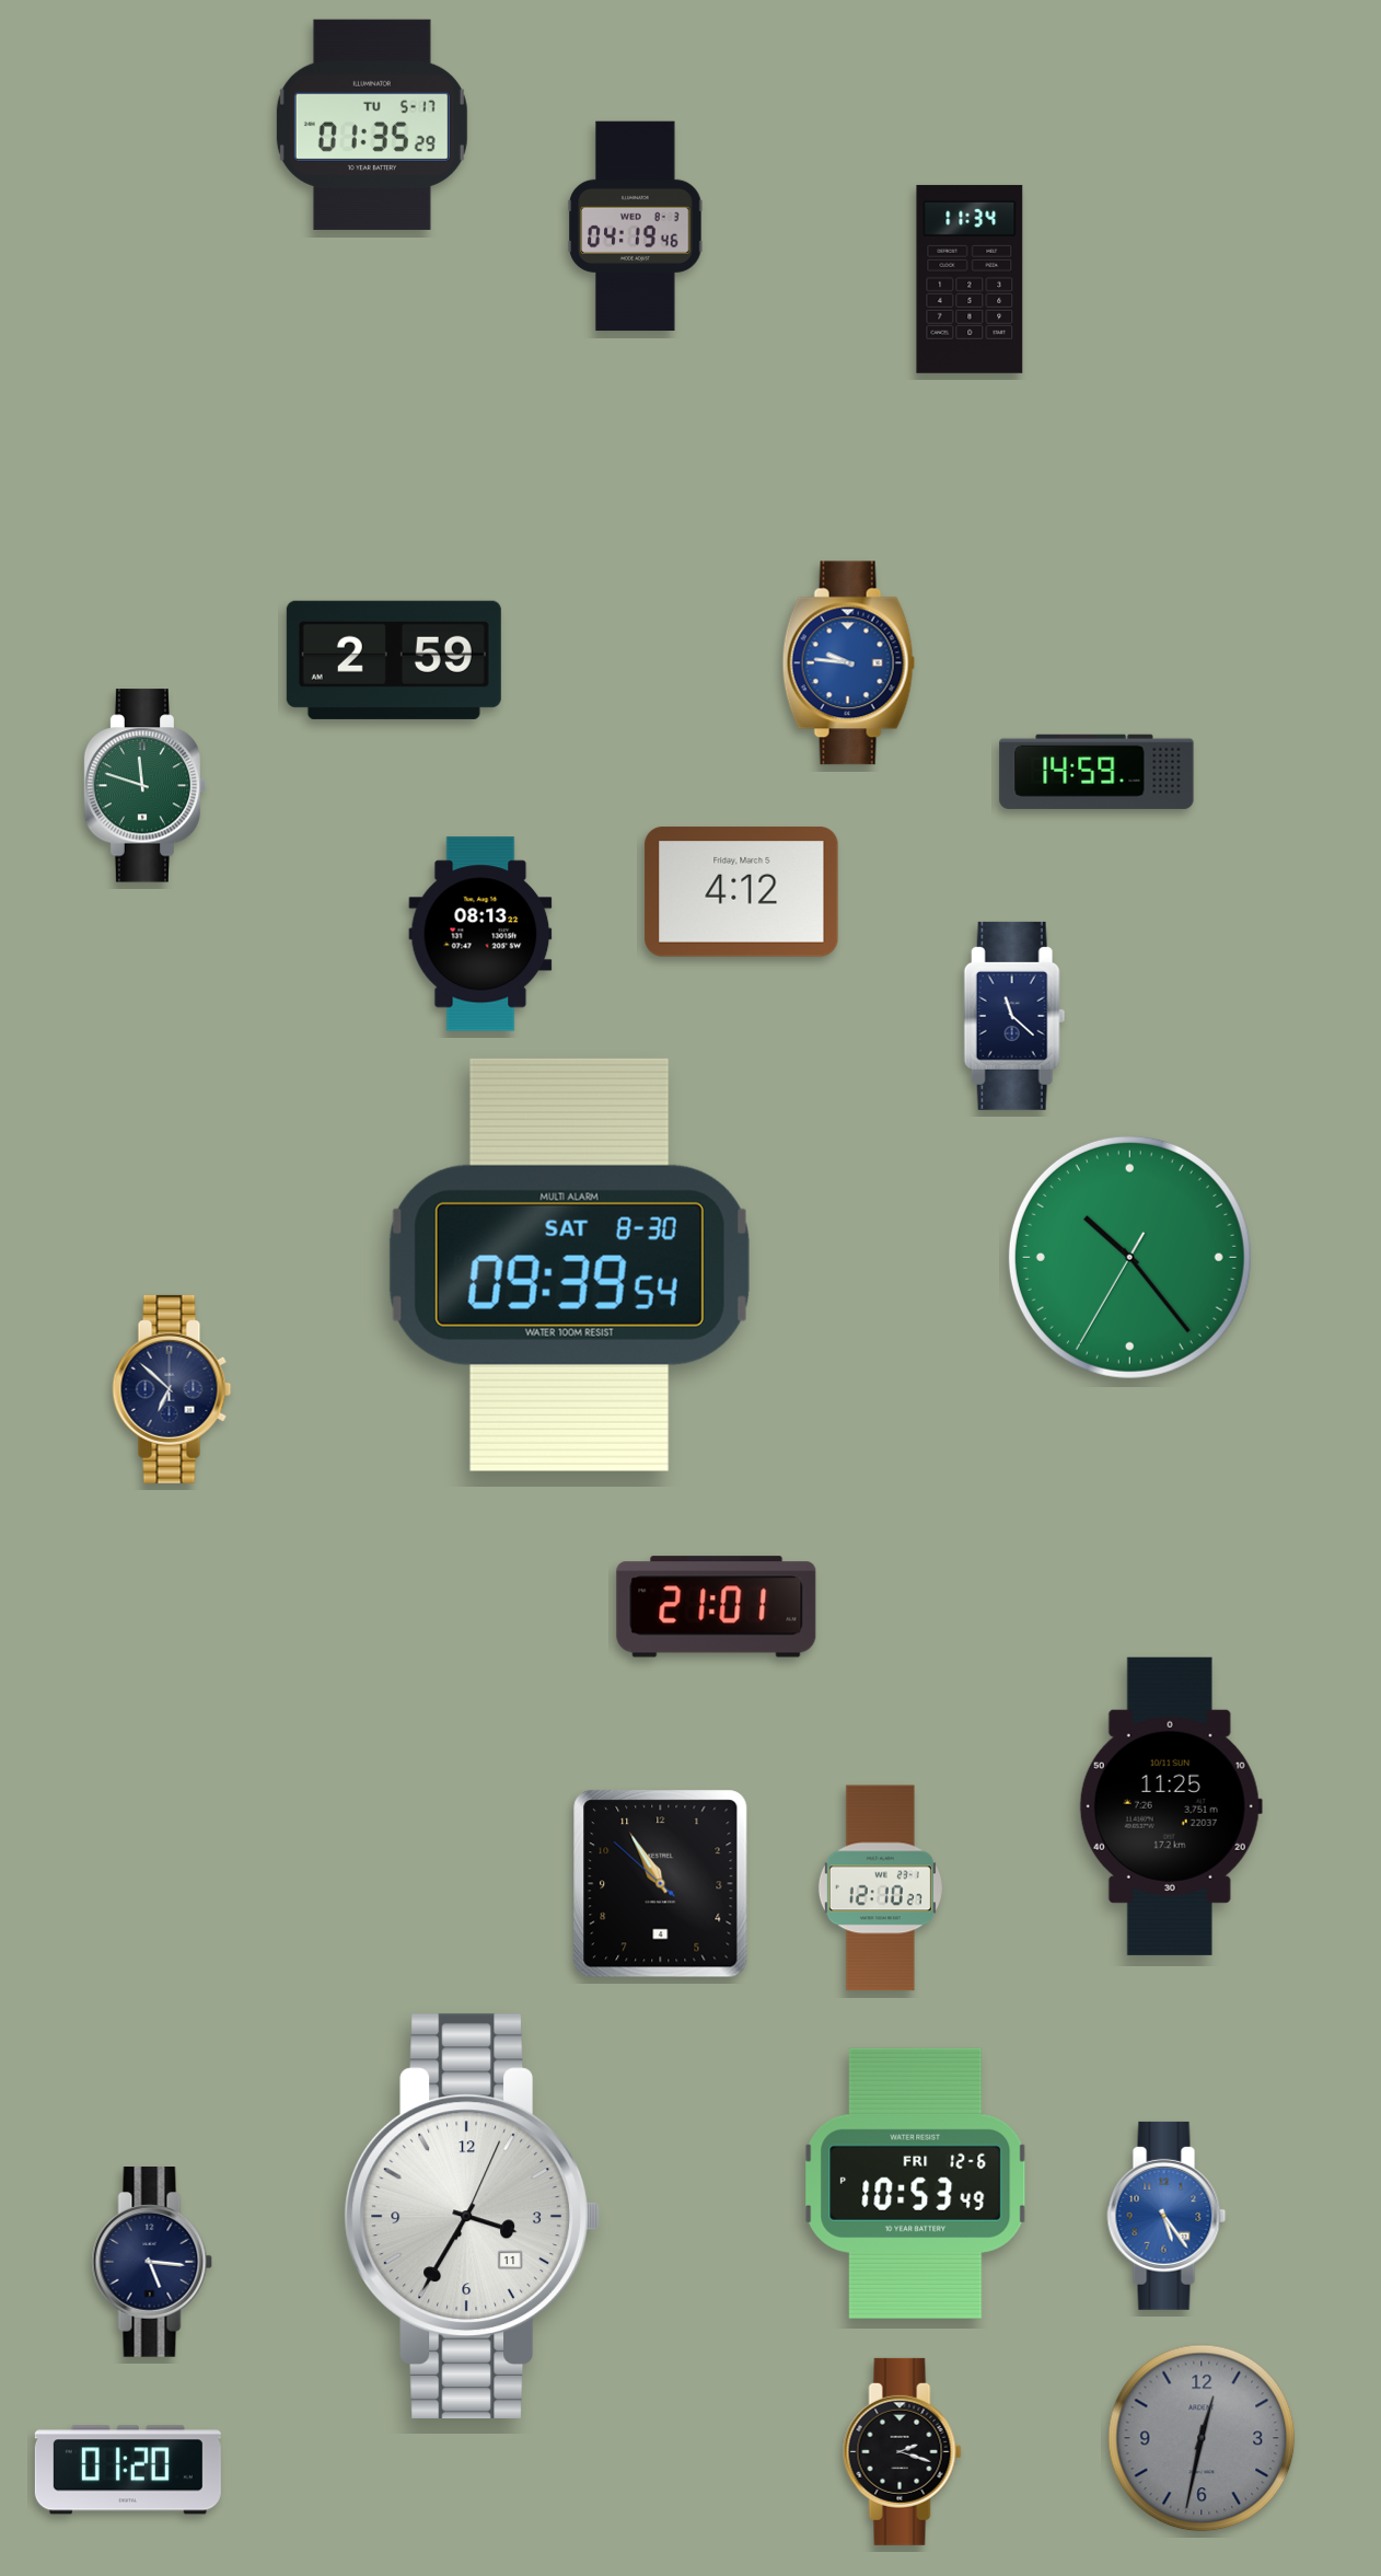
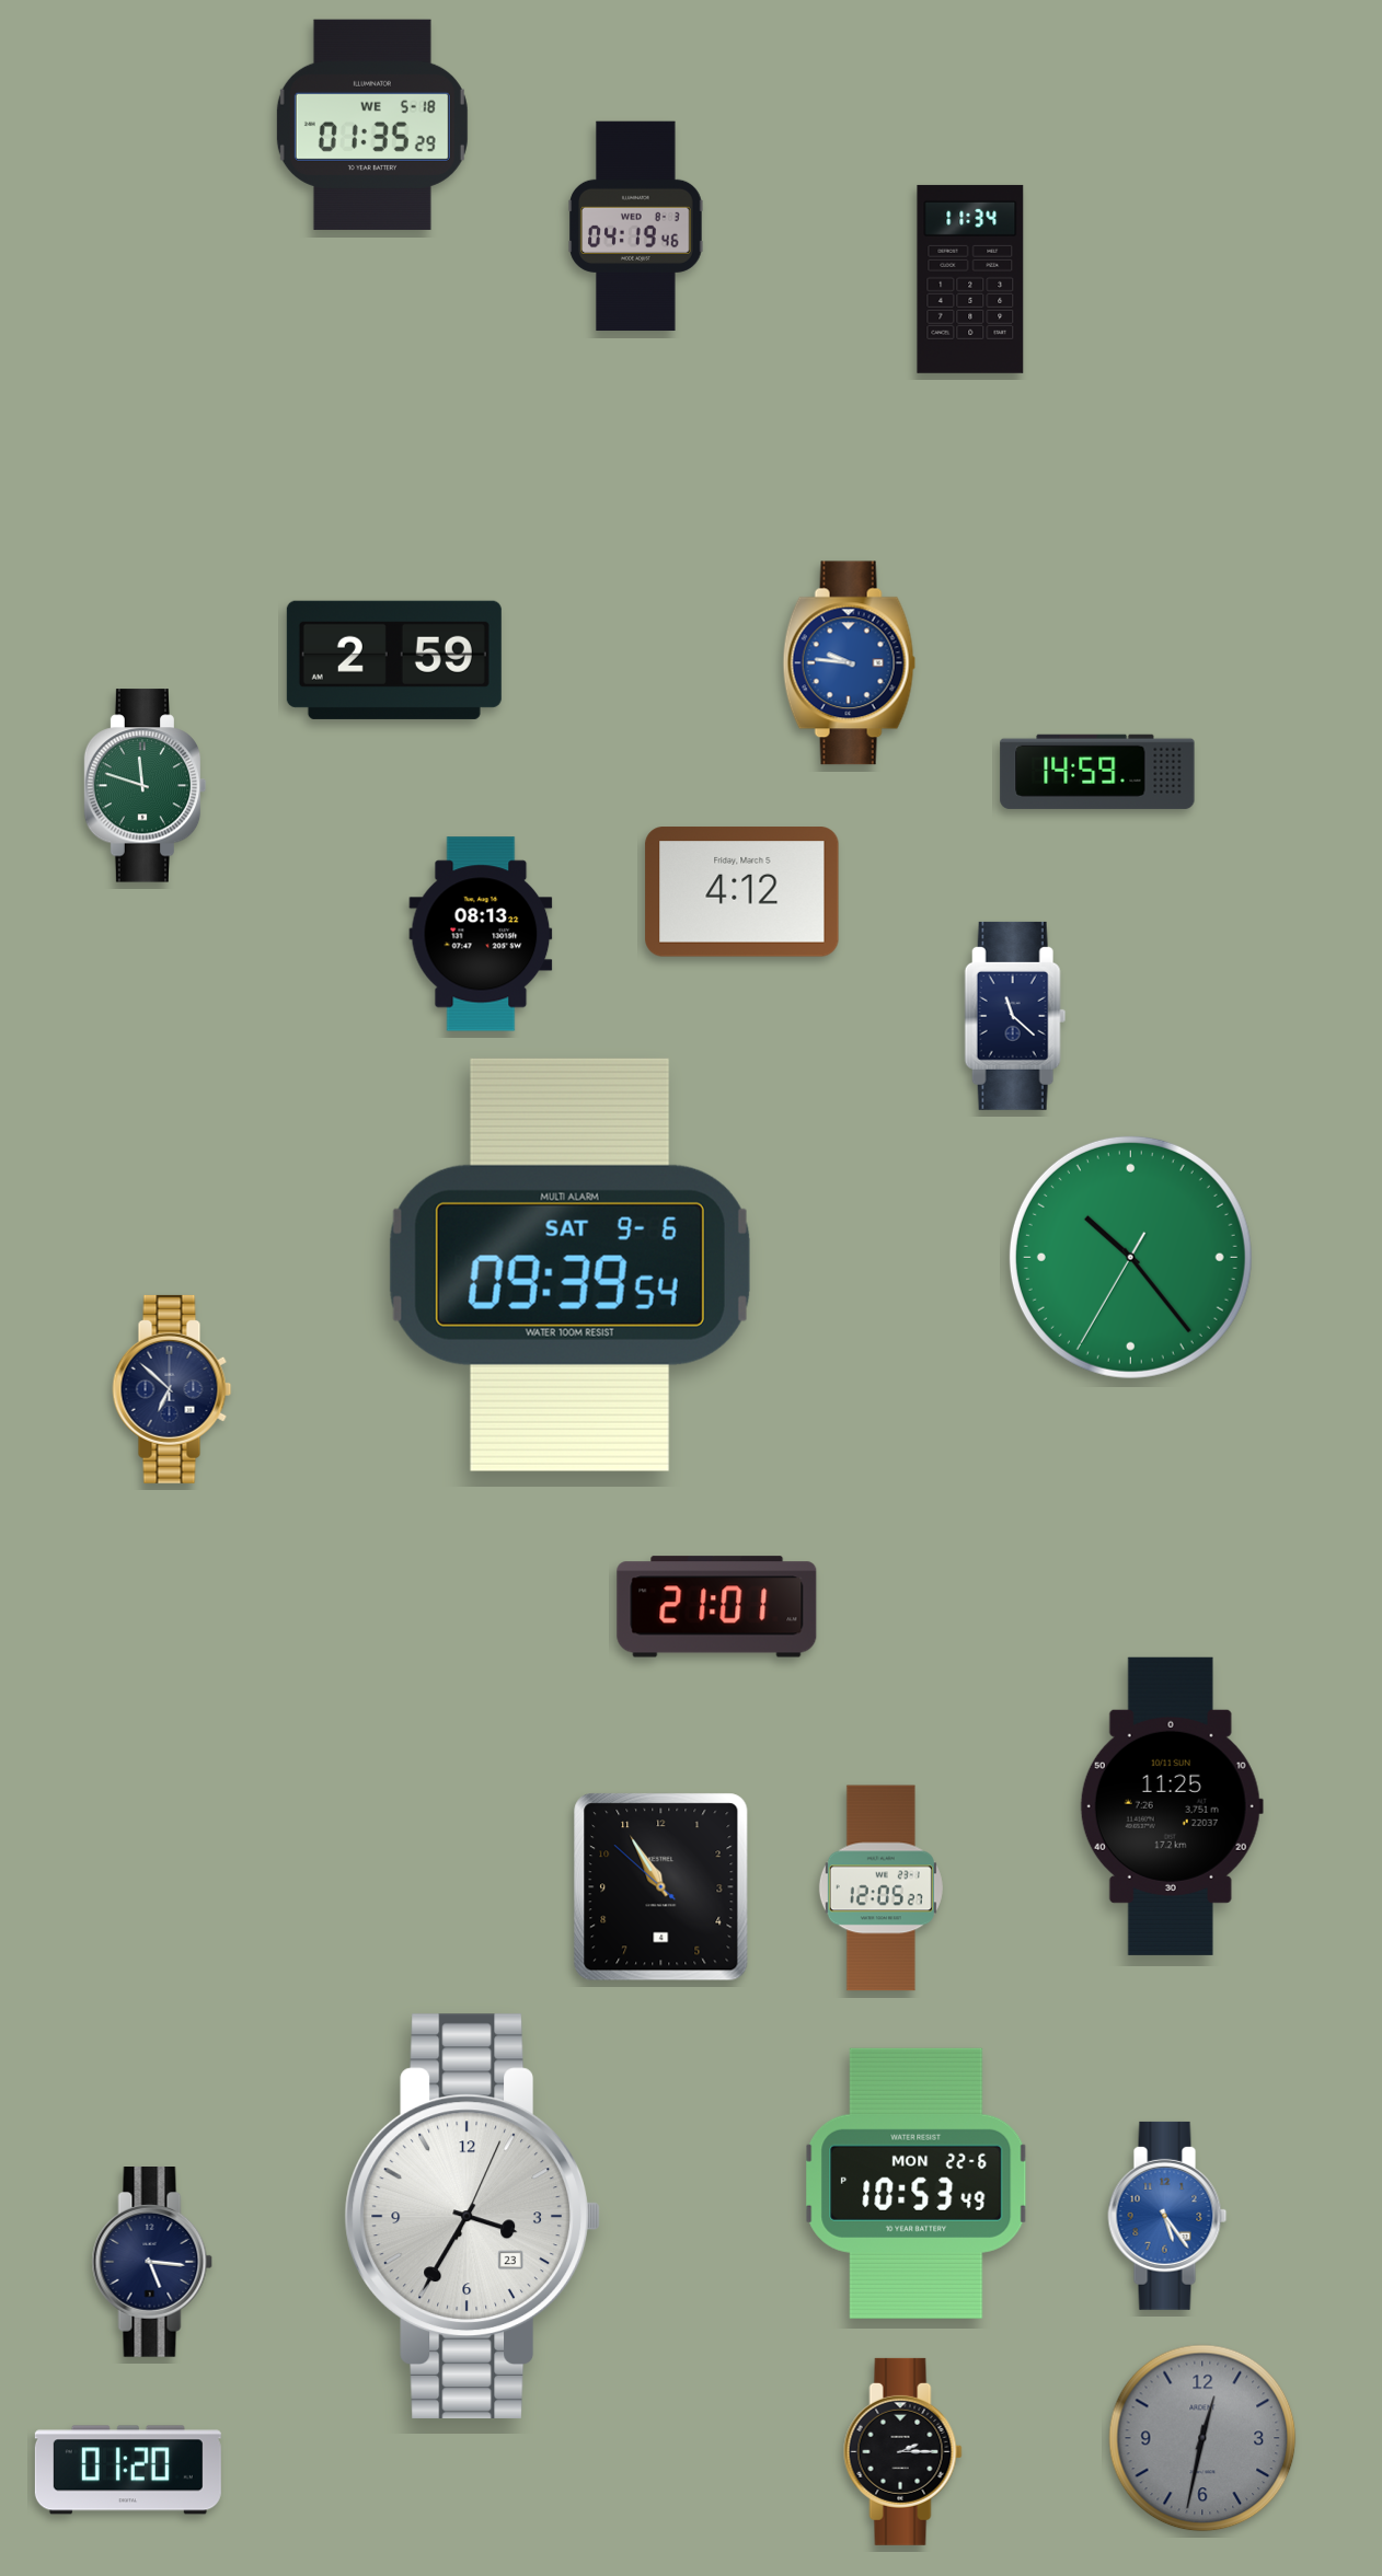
clock at (372, 125) date: TU 5-17 -> WE 5-18
clock at (569, 1264) date: SAT 8-30 -> SAT 9-6
clock at (661, 1884) position: (661, 1884) -> (661, 1887)
clock at (880, 1888): 12:10 -> 12:05
clock at (916, 2183) date: FRI 12-6 -> MON 22-6
clock at (472, 2216) date: 11 -> 23
clock at (903, 2451): 2:18 -> 2:15
